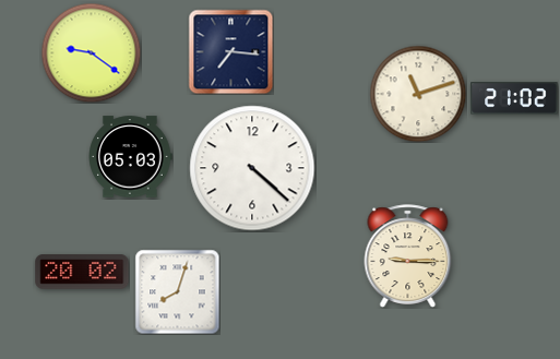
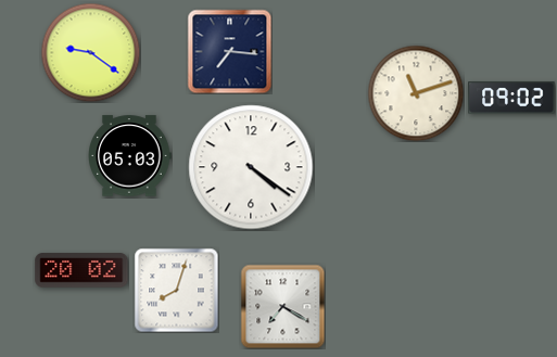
clock at (514, 98): 21:02 -> 09:02
clock at (252, 168): 4:22 -> 4:21
clock at (408, 256): 9:15 -> none
clock at (282, 306): none -> 7:20
